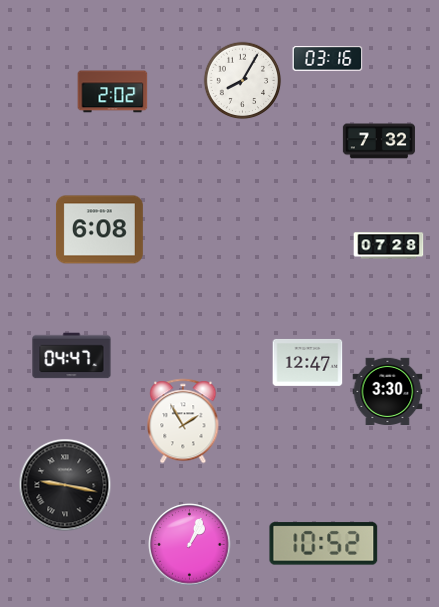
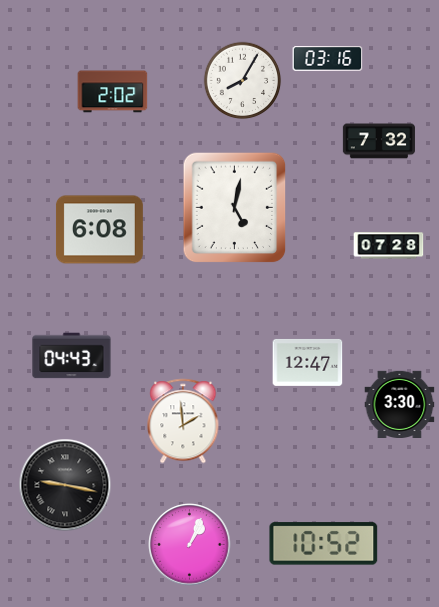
clock at (235, 208): none -> 5:02
clock at (72, 356): 04:47 -> 04:43
clock at (388, 391) position: (388, 391) -> (400, 404)
clock at (183, 421): 1:55 -> 1:59
